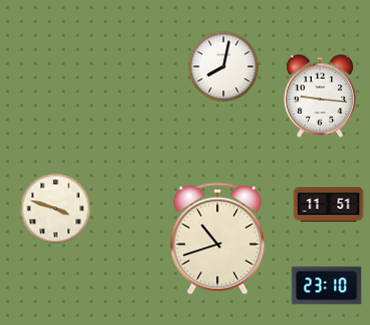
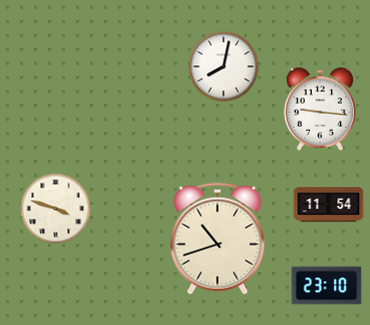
clock at (319, 96) position: (319, 96) -> (319, 109)
clock at (329, 205): 11:51 -> 11:54
